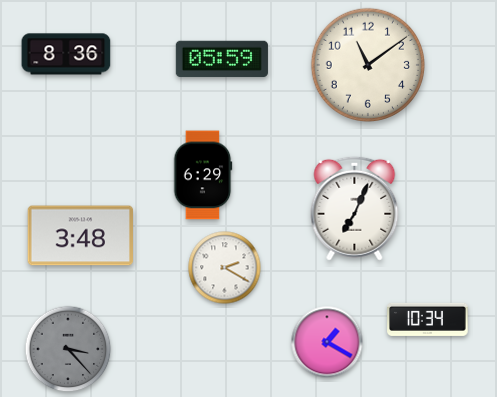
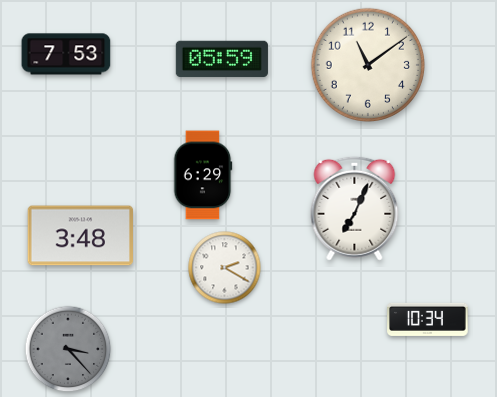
clock at (66, 54): 8:36 -> 7:53
clock at (327, 342): 1:20 -> none
